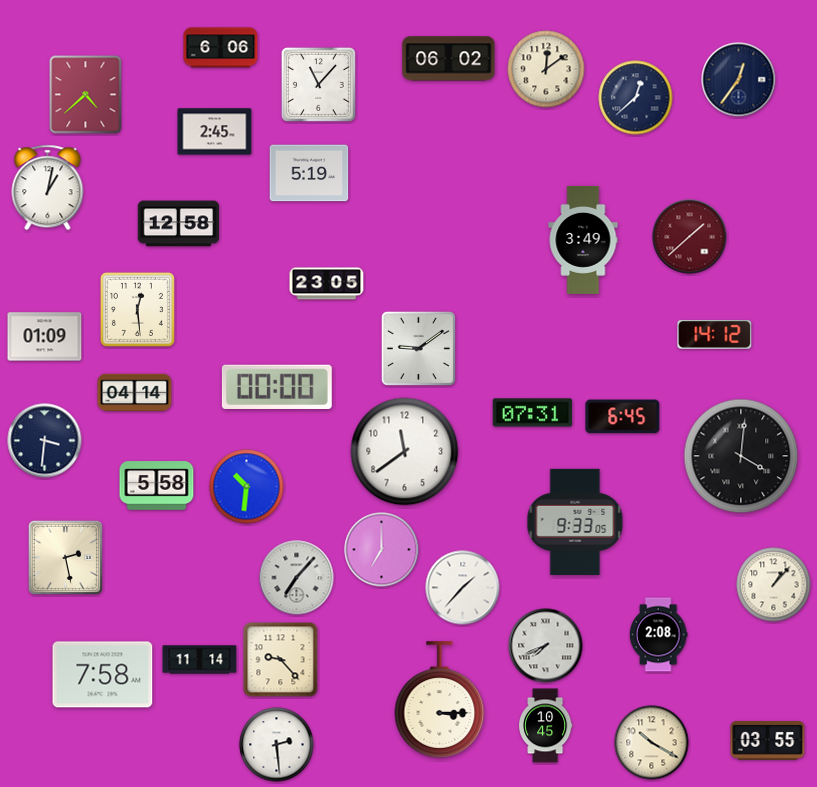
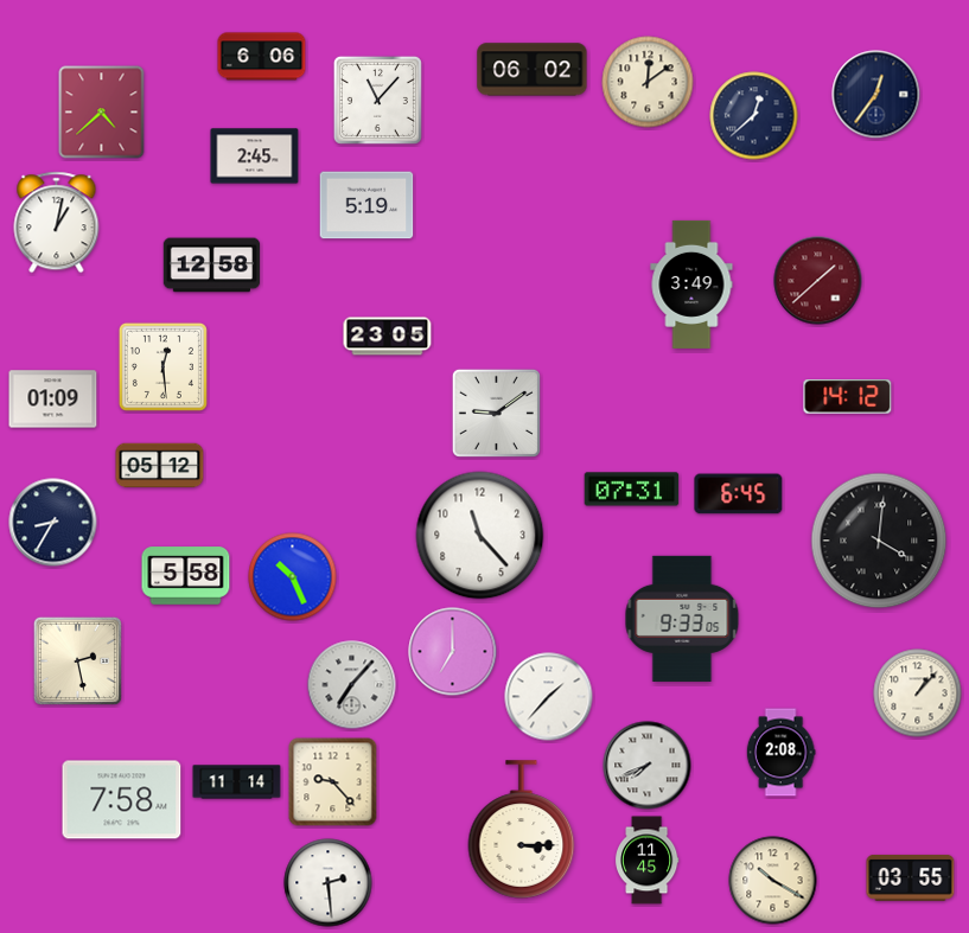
clock at (277, 387): 00:00 -> none
clock at (135, 393): 04:14 -> 05:12
clock at (45, 441): 3:31 -> 8:35
clock at (405, 452): 11:39 -> 11:23
clock at (247, 487): 10:31 -> 10:26
clock at (545, 726): 10:45 -> 11:45
